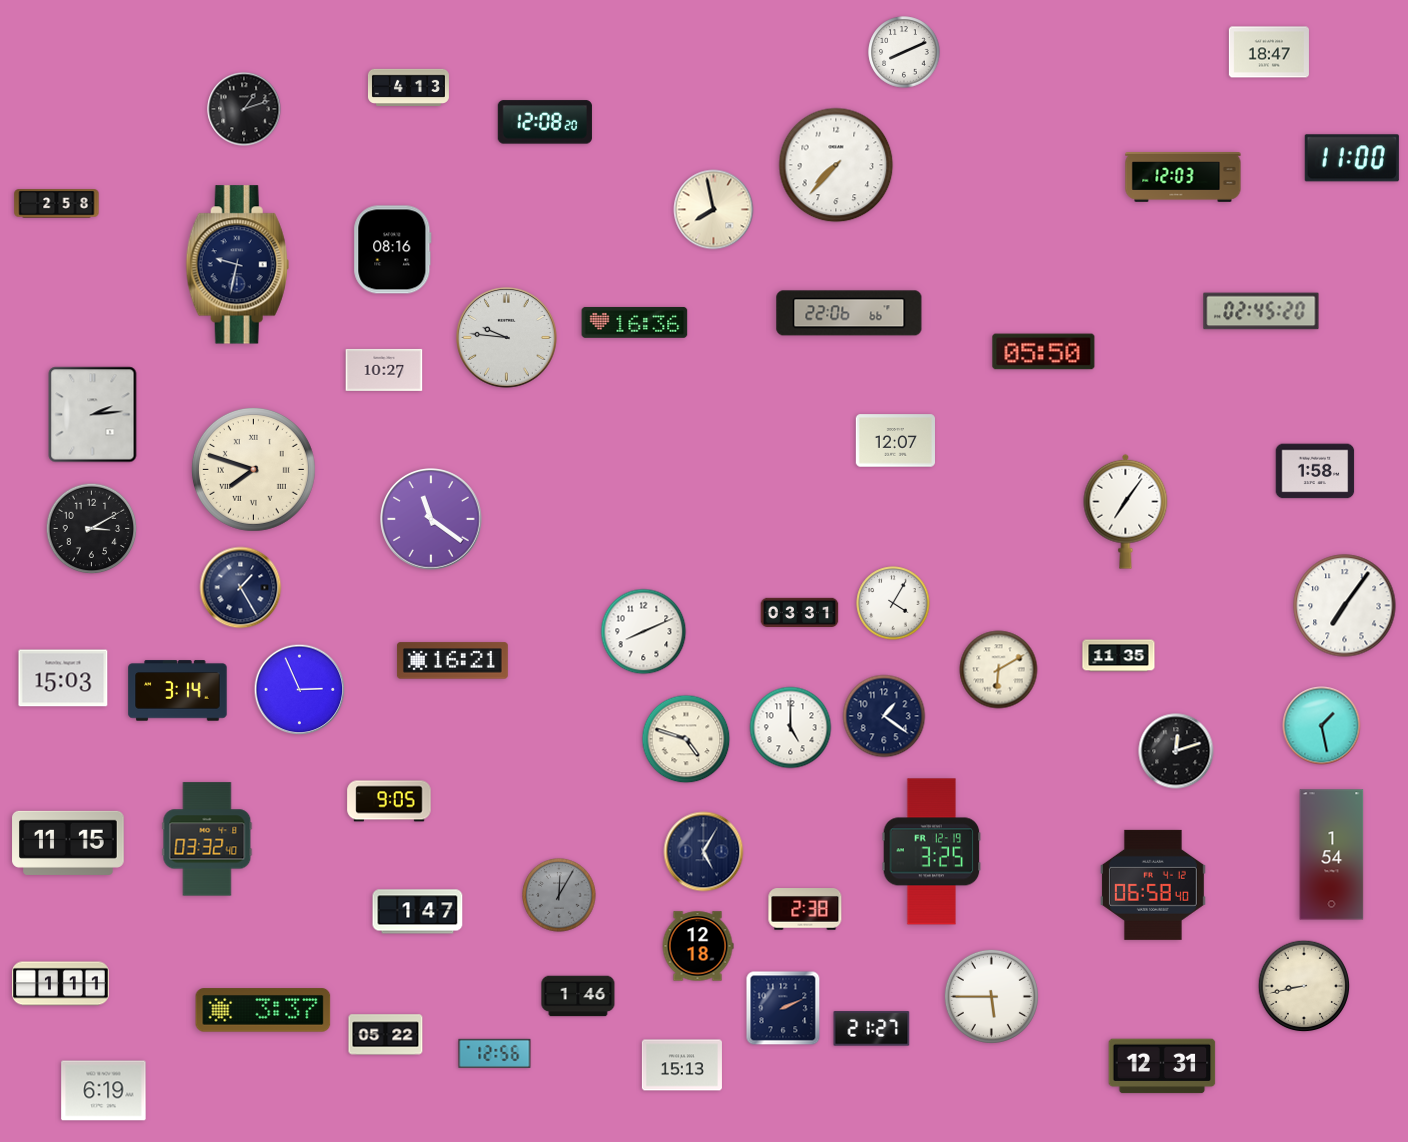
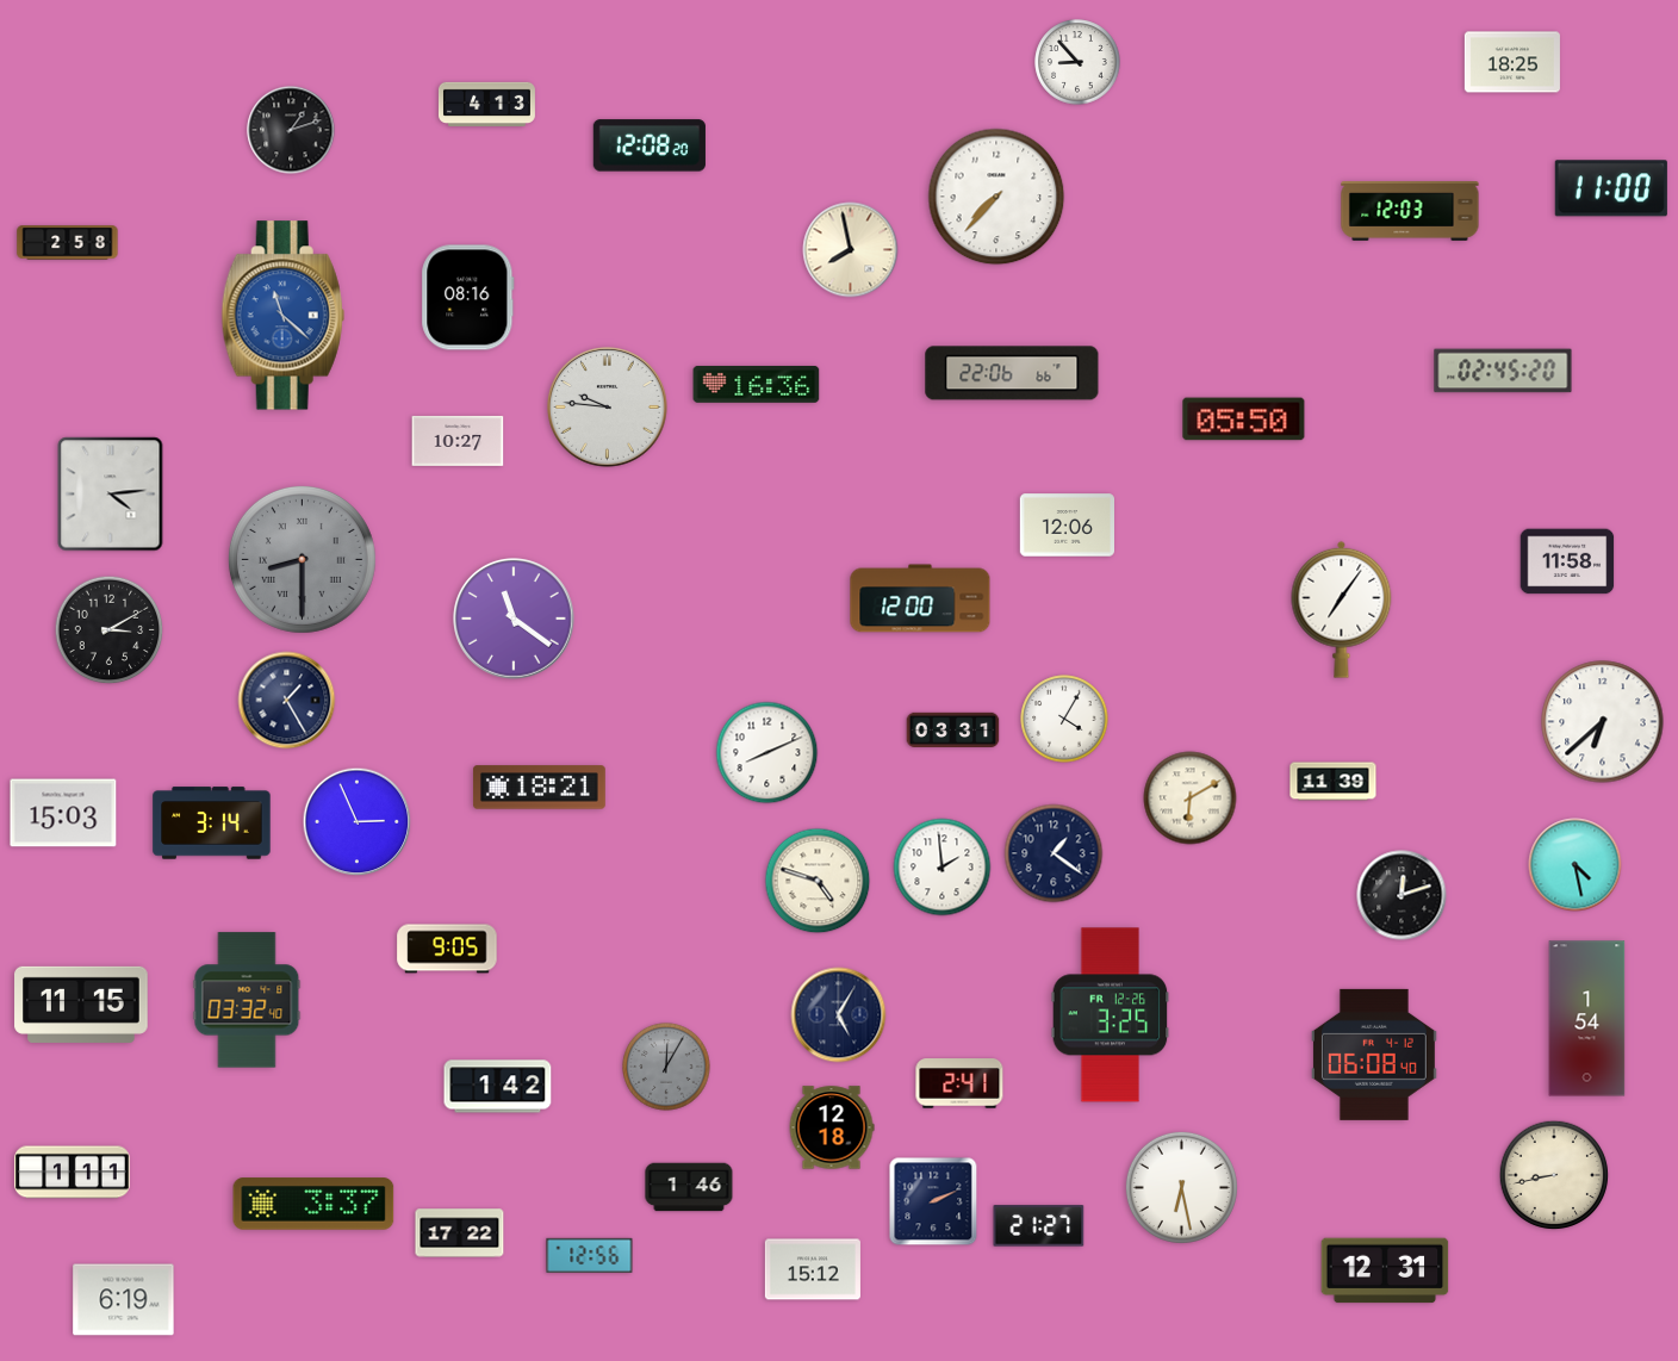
clock at (904, 52): 8:11 -> 8:53
clock at (1269, 52): 18:47 -> 18:25
clock at (237, 265): 9:32 -> 11:22
clock at (237, 265) dial: navy -> blue
clock at (507, 338) position: (507, 338) -> (608, 408)
clock at (93, 415): 2:14 -> 4:14
clock at (895, 441): 12:07 -> 12:06
clock at (253, 469): 7:48 -> 8:30
clock at (253, 469) dial: cream -> grey
clock at (1315, 471): 1:58 -> 11:58
clock at (920, 598): none -> 12:00
clock at (1345, 606): 7:06 -> 6:38
clock at (1119, 656): 11:35 -> 11:39
clock at (452, 661): 16:21 -> 18:21
clock at (63, 678) position: (63, 678) -> (63, 813)
clock at (1322, 726): 1:28 -> 4:28
clock at (791, 728): 5:00 -> 1:59
clock at (389, 801) position: (389, 801) -> (447, 949)
clock at (932, 852) date: FR 12-19 -> FR 12-26
clock at (1153, 885): 06:58 -> 06:08
clock at (805, 909): 2:38 -> 2:41
clock at (418, 912): 1:47 -> 1:42
clock at (991, 996): 5:45 -> 6:28
clock at (386, 1035): 05:22 -> 17:22
clock at (682, 1065): 15:13 -> 15:12
